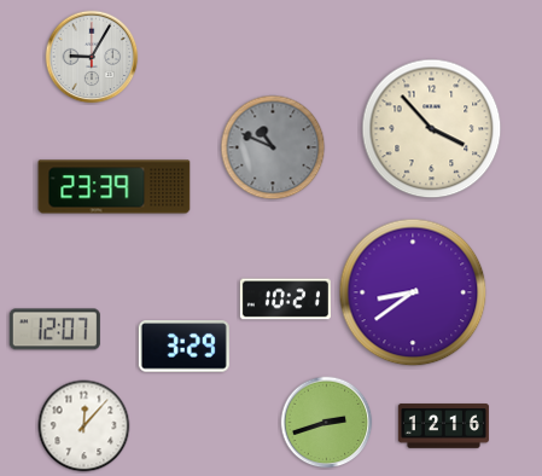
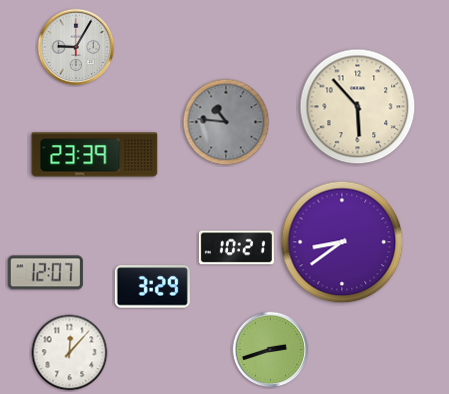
clock at (432, 129): 3:53 -> 5:53
clock at (273, 147): 10:49 -> 10:46
clock at (443, 426): 12:16 -> none
